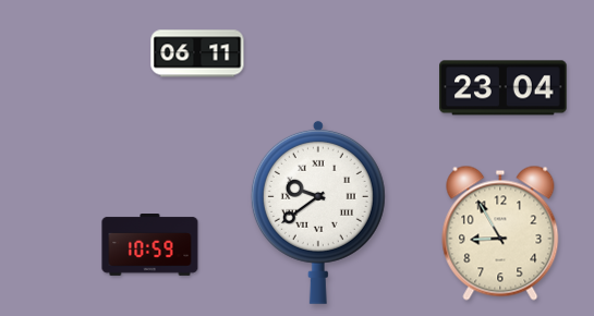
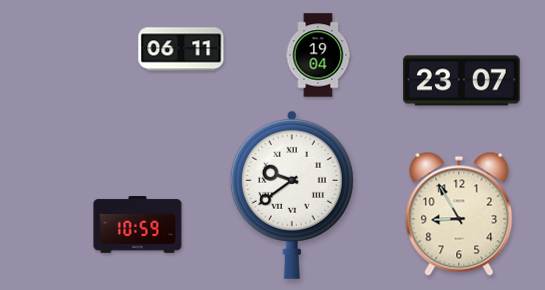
clock at (318, 55): none -> 19:04
clock at (504, 88): 23:04 -> 23:07
